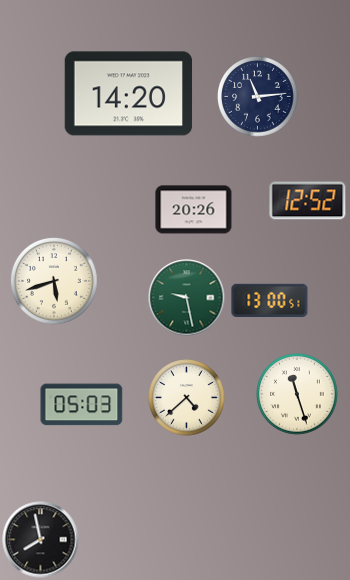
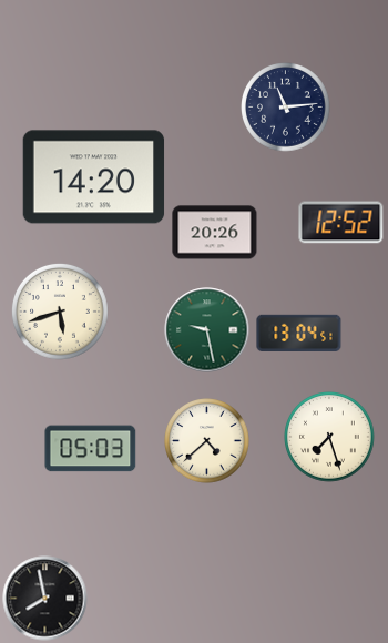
clock at (129, 94) position: (129, 94) -> (94, 177)
clock at (270, 300): 13:00 -> 13:04
clock at (297, 394): 11:27 -> 7:27
